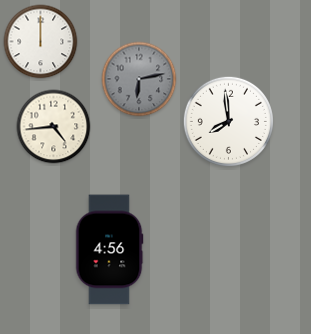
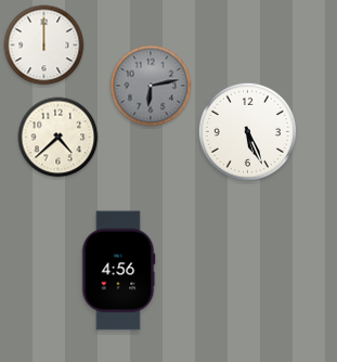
clock at (228, 121): 7:59 -> 5:26
clock at (54, 127): 4:44 -> 4:38
